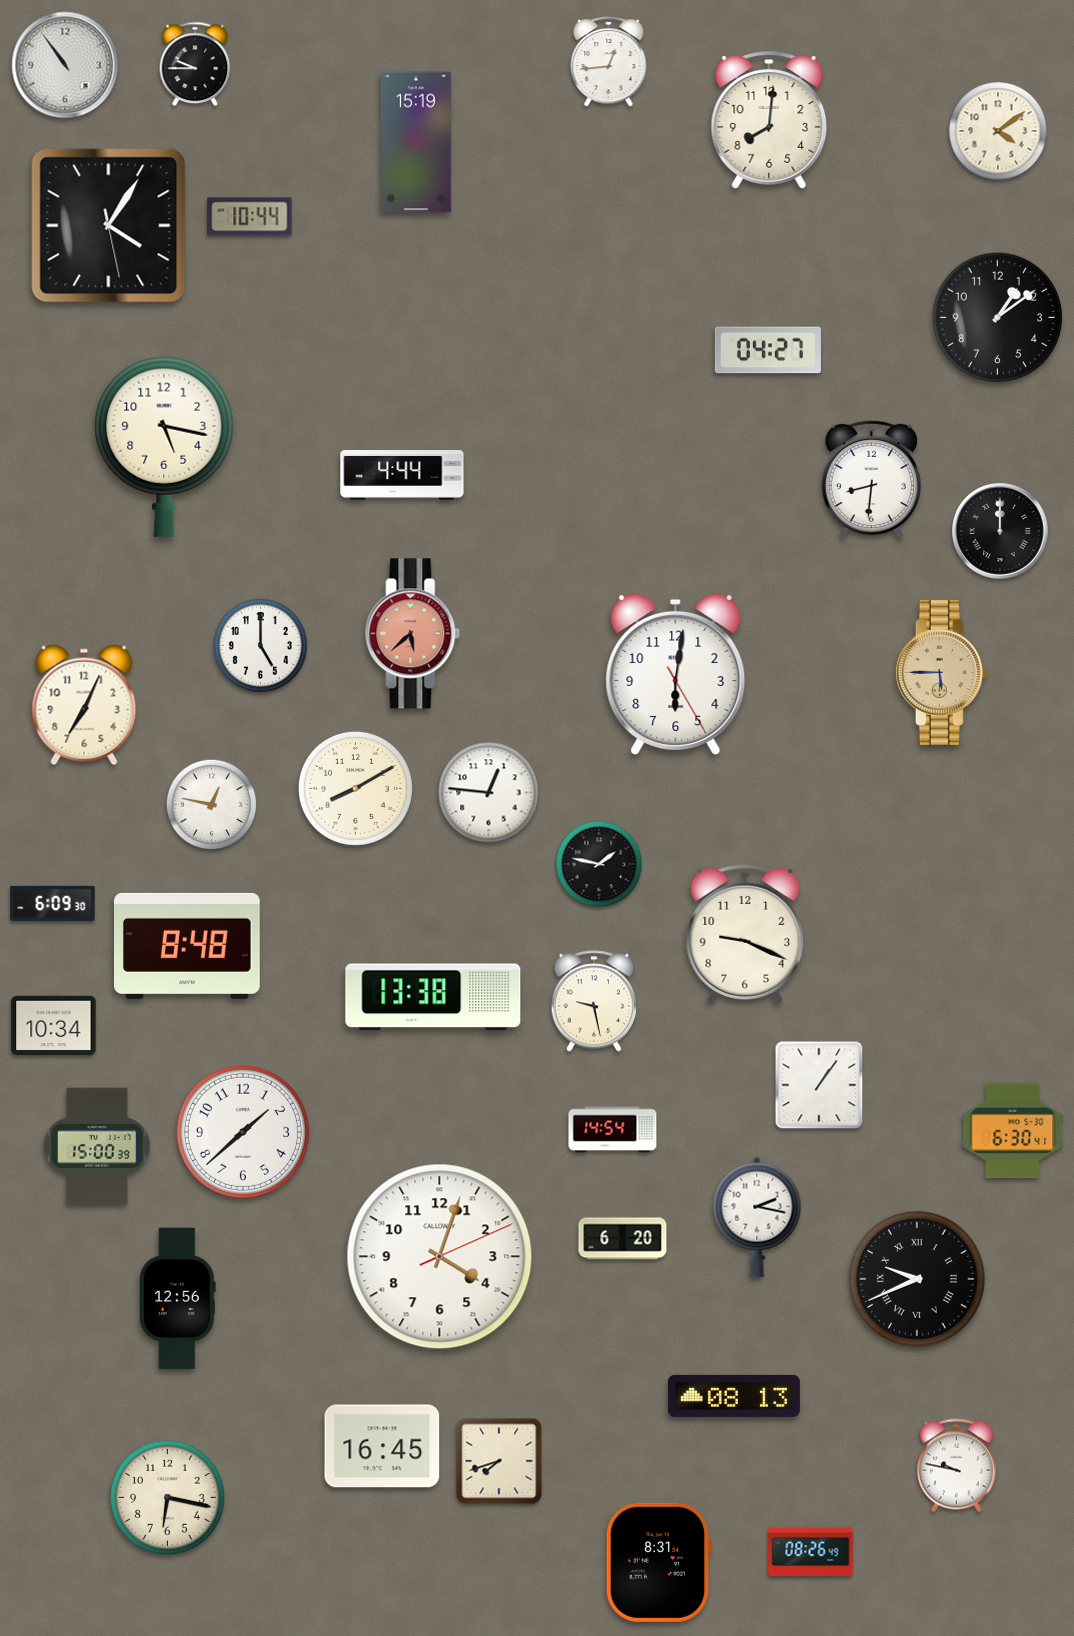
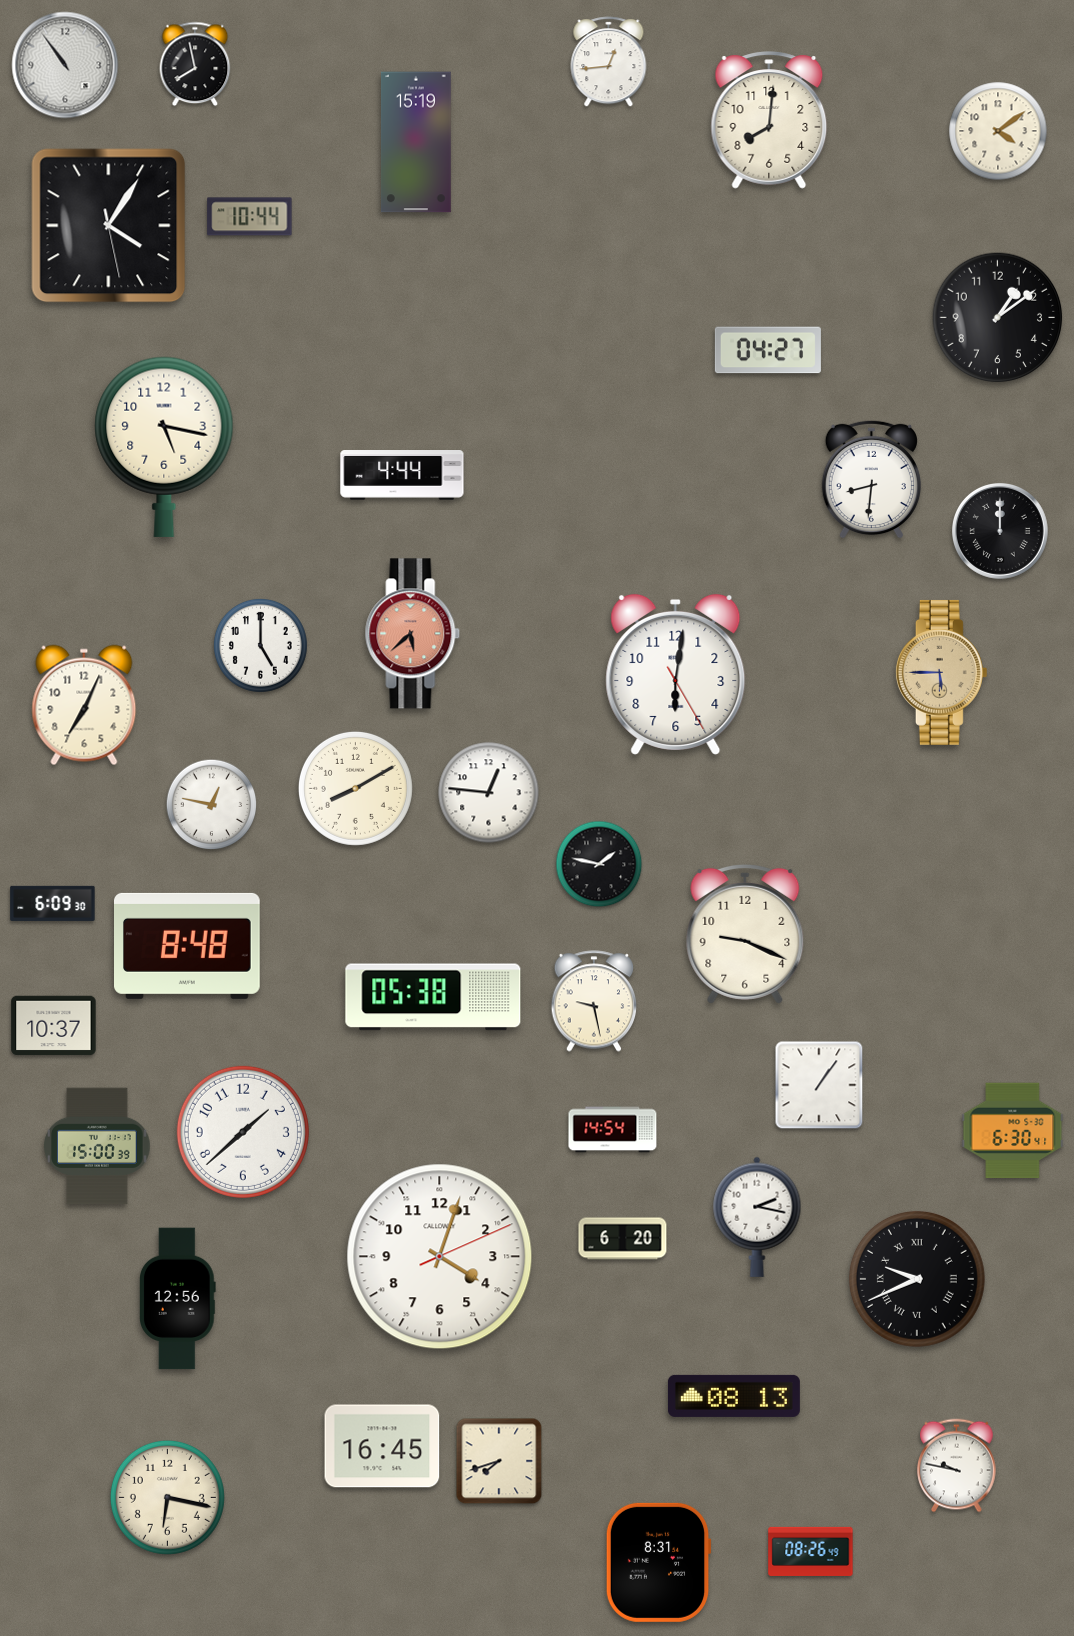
clock at (195, 64): 9:45 -> 7:58
clock at (433, 997): 13:38 -> 05:38
clock at (54, 1026): 10:34 -> 10:37
